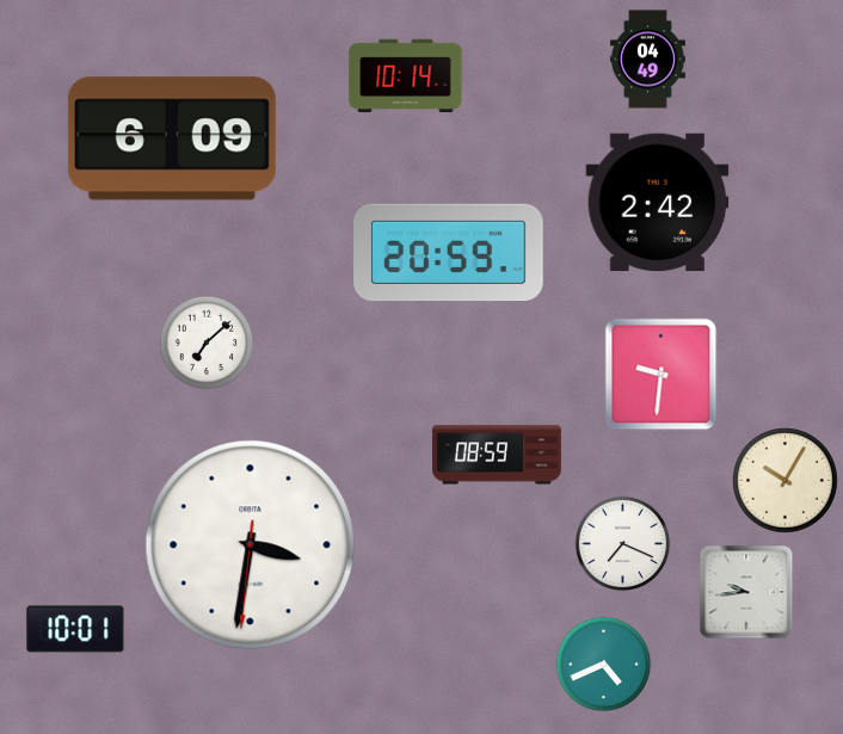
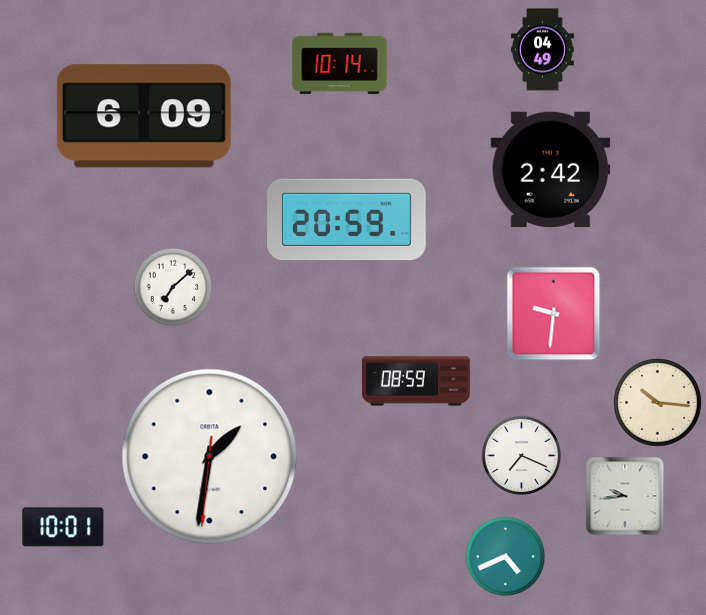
clock at (449, 253) position: (449, 253) -> (347, 220)
clock at (786, 481): 10:05 -> 10:16
clock at (251, 545): 3:31 -> 1:31
